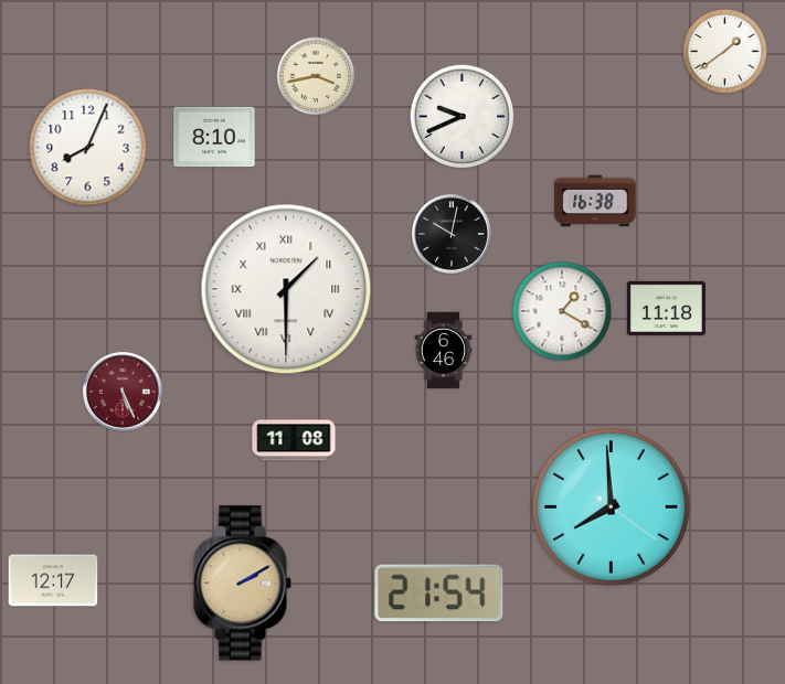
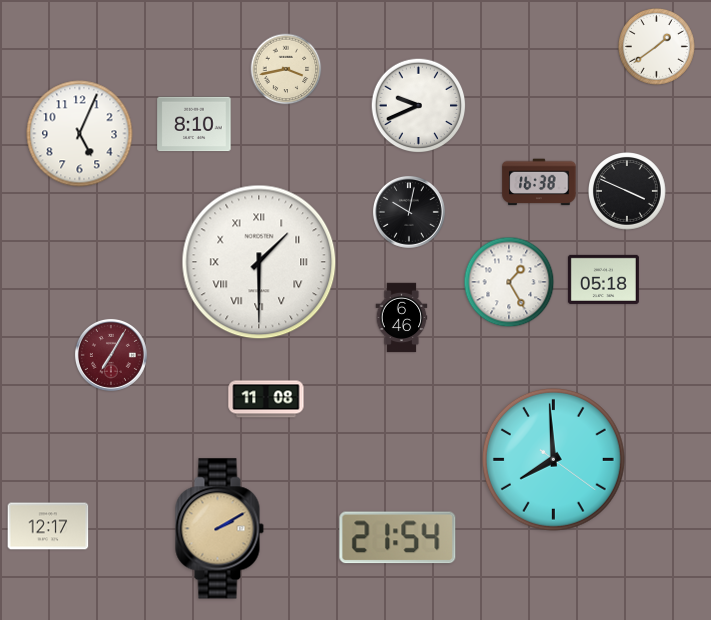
clock at (88, 148): 8:04 -> 5:04
clock at (628, 192): none -> 3:49
clock at (666, 308): 11:18 -> 05:18
clock at (562, 311): 1:20 -> 1:25
clock at (123, 392): 5:26 -> 7:05
